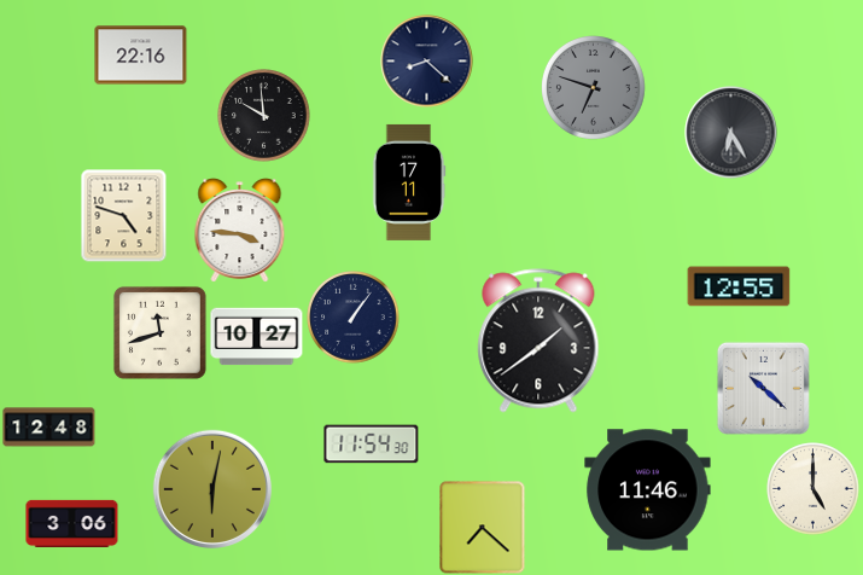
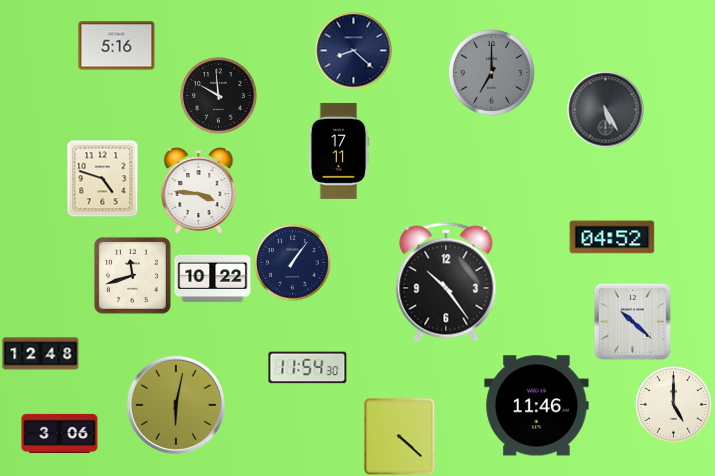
clock at (141, 56): 22:16 -> 5:16
clock at (594, 88): 6:48 -> 7:00
clock at (731, 133): 6:25 -> 5:25
clock at (739, 286): 12:55 -> 04:52
clock at (257, 337): 10:27 -> 10:22
clock at (538, 341): 1:39 -> 10:24
clock at (483, 528): 7:22 -> 4:22
